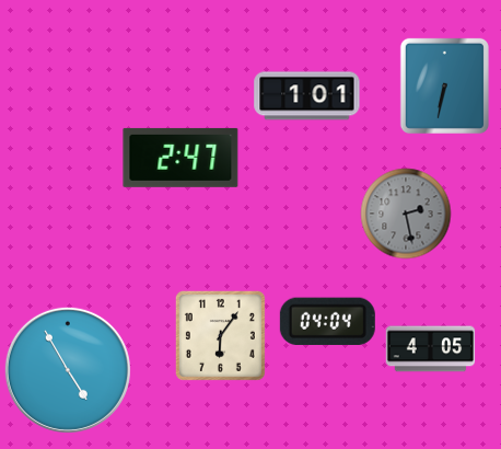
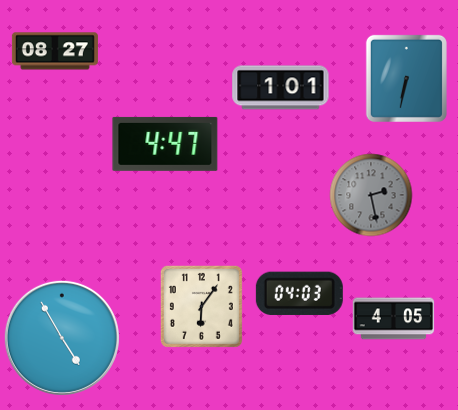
clock at (55, 51): none -> 08:27
clock at (180, 158): 2:47 -> 4:47
clock at (327, 321): 04:04 -> 04:03
